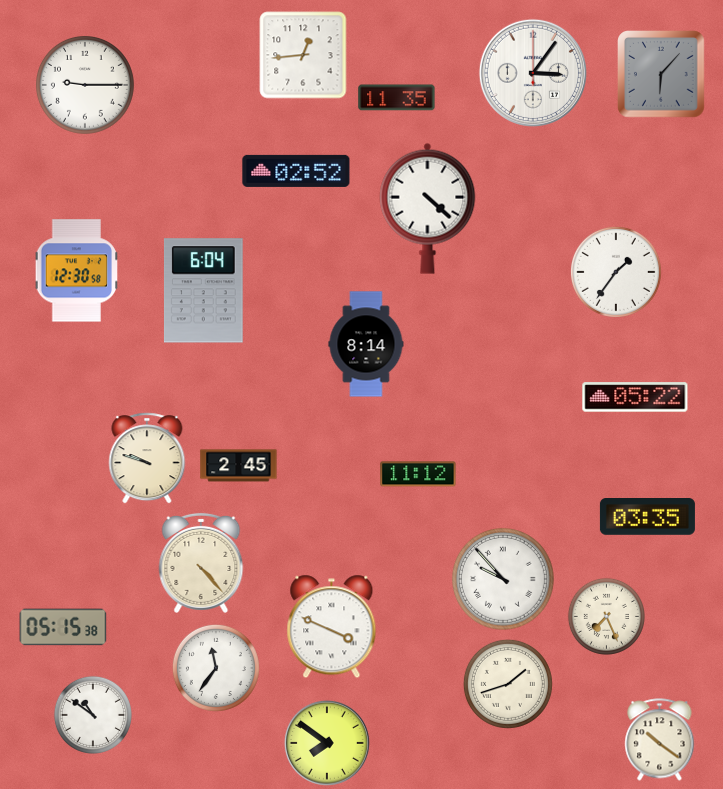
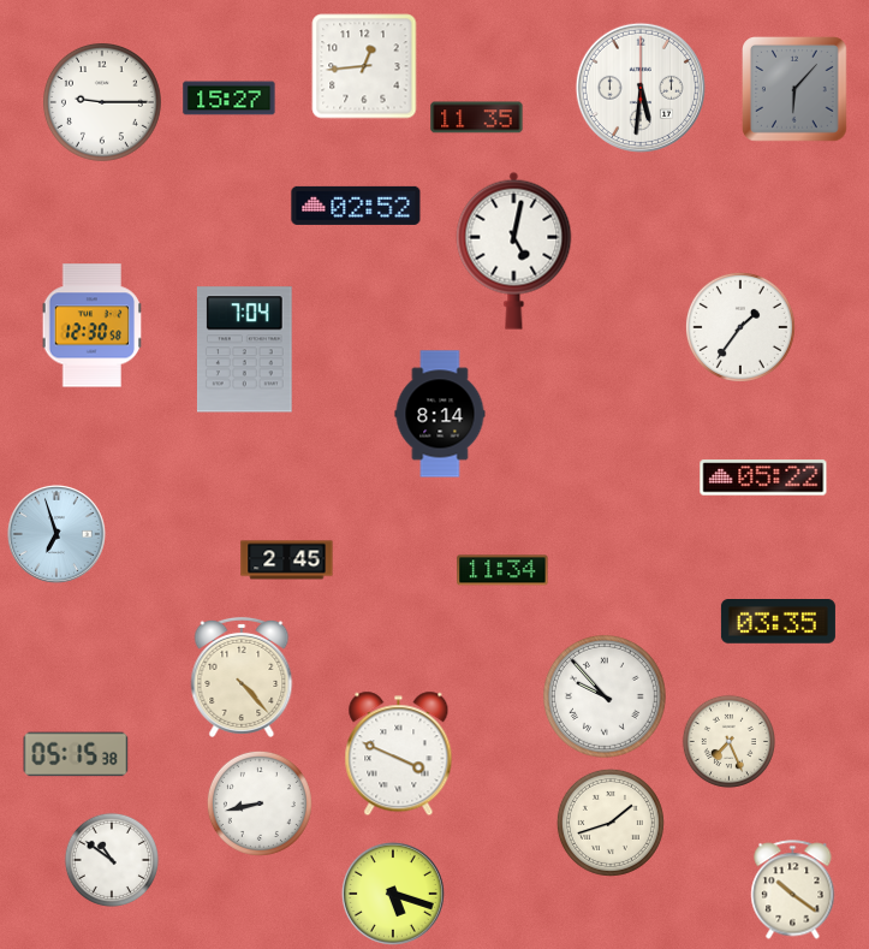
clock at (533, 73): 3:06 -> 5:31
clock at (230, 99): none -> 15:27
clock at (428, 208): 4:22 -> 5:02
clock at (203, 291): 6:04 -> 7:04
clock at (56, 534): none -> 6:57
clock at (147, 458): 9:48 -> none
clock at (418, 474): 11:12 -> 11:34
clock at (216, 668): 11:36 -> 8:43
clock at (327, 743): 7:51 -> 5:18
